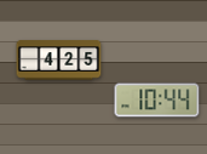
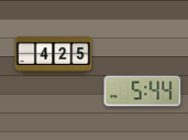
clock at (157, 101): 10:44 -> 5:44
